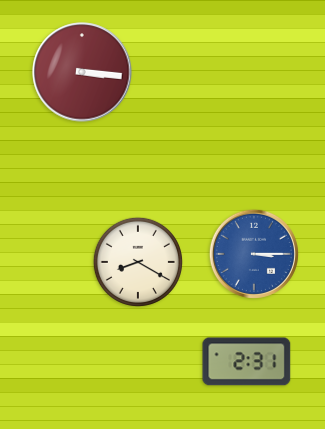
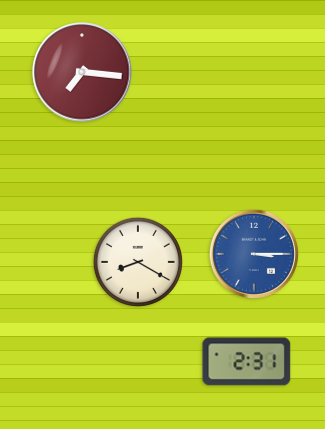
clock at (82, 72): 3:16 -> 7:16
